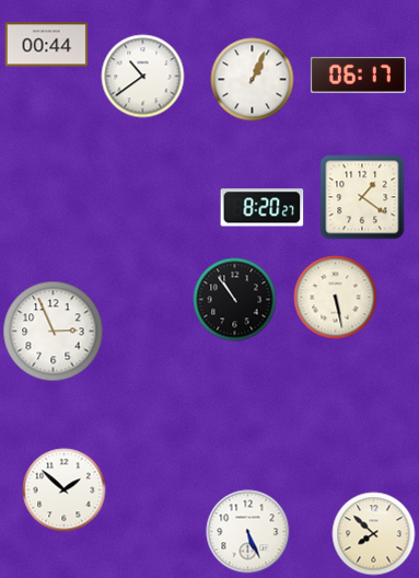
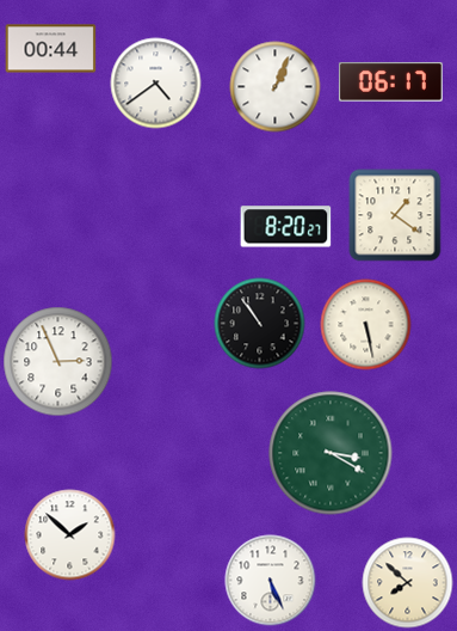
clock at (143, 77): 10:39 -> 4:39
clock at (235, 300) position: (235, 300) -> (260, 324)
clock at (331, 453): none -> 3:20
